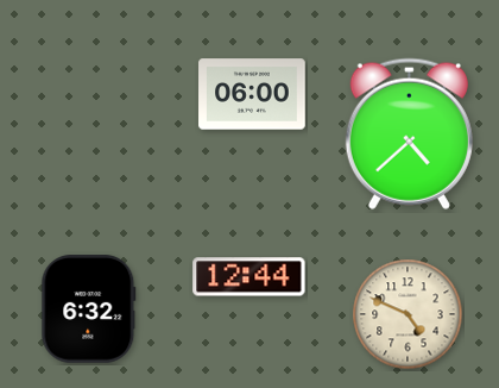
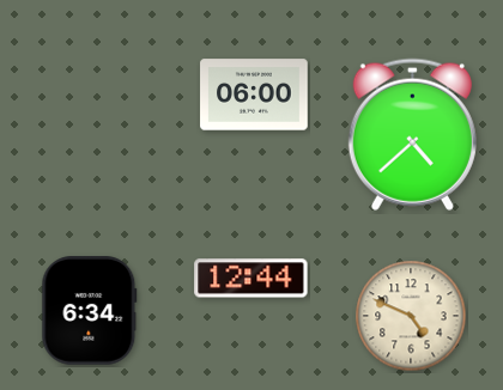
clock at (89, 309): 6:32 -> 6:34
